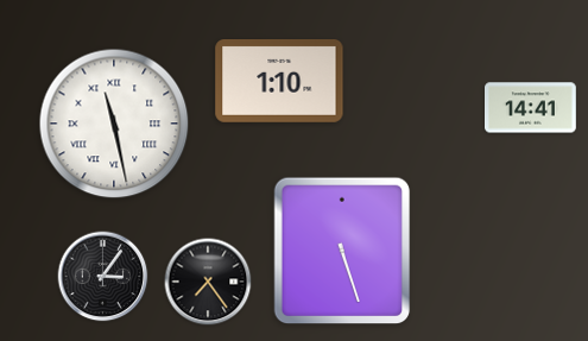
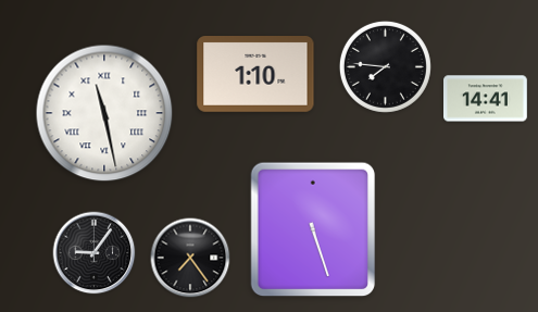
clock at (385, 66): none -> 7:46
clock at (103, 277): 3:06 -> 9:06
